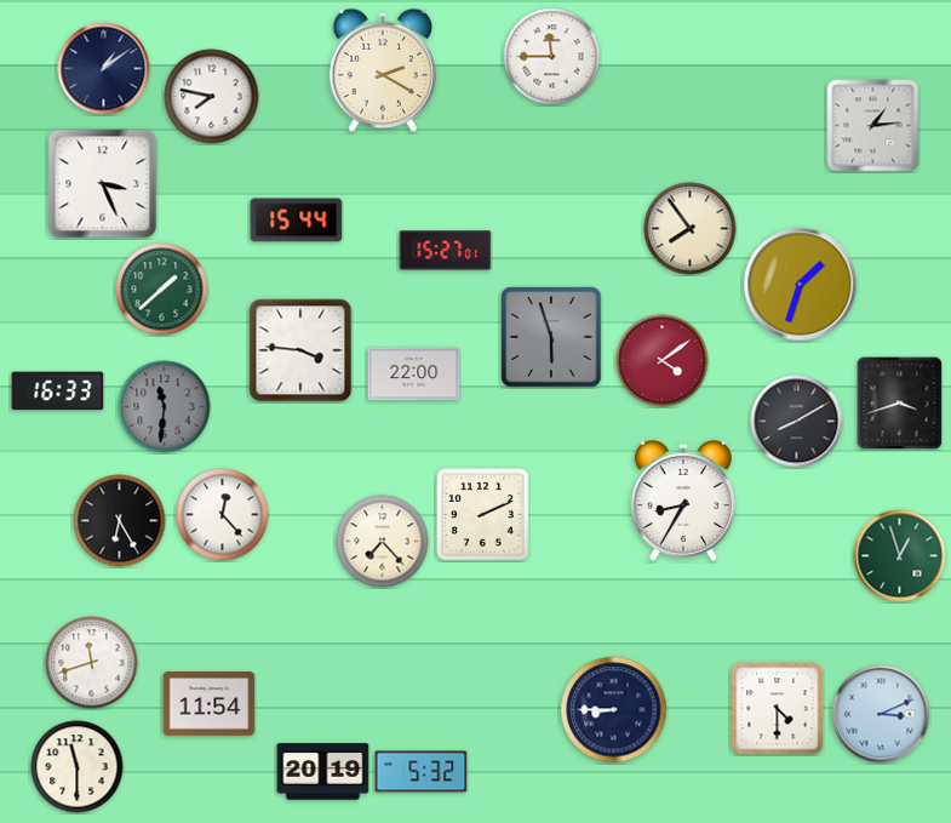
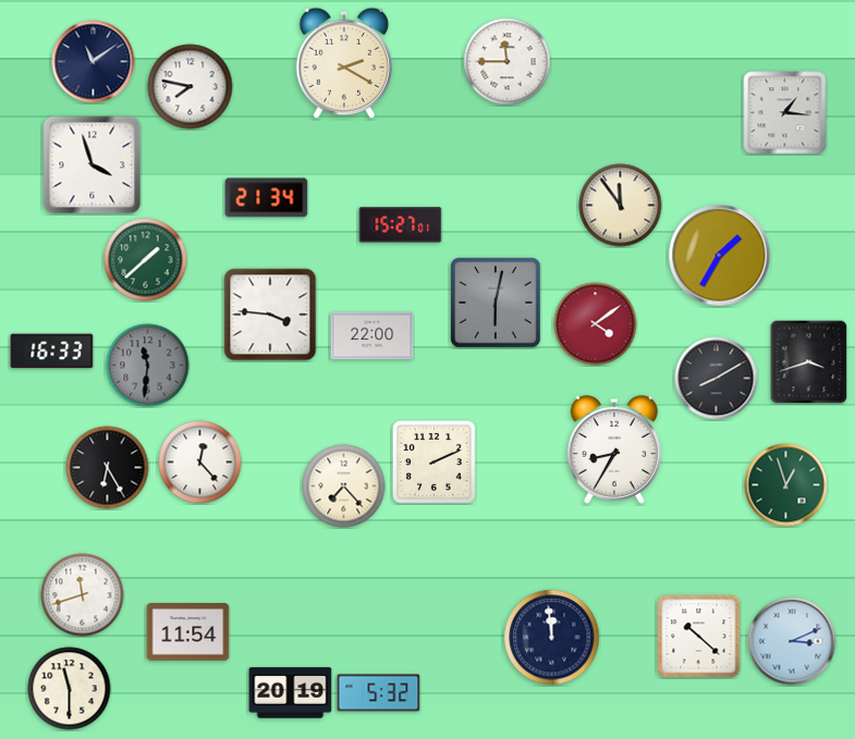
clock at (552, 57) position: (552, 57) -> (508, 62)
clock at (104, 69): 1:09 -> 11:09
clock at (873, 126): 1:14 -> 1:16
clock at (103, 184): 3:26 -> 3:57
clock at (297, 221): 15:44 -> 21:34
clock at (691, 229): 7:54 -> 11:54
clock at (801, 285): 1:33 -> 1:35
clock at (551, 337): 5:57 -> 6:02
clock at (900, 556) position: (900, 556) -> (786, 485)
clock at (778, 709): 4:30 -> 10:22
clock at (614, 710): 8:45 -> 11:59
